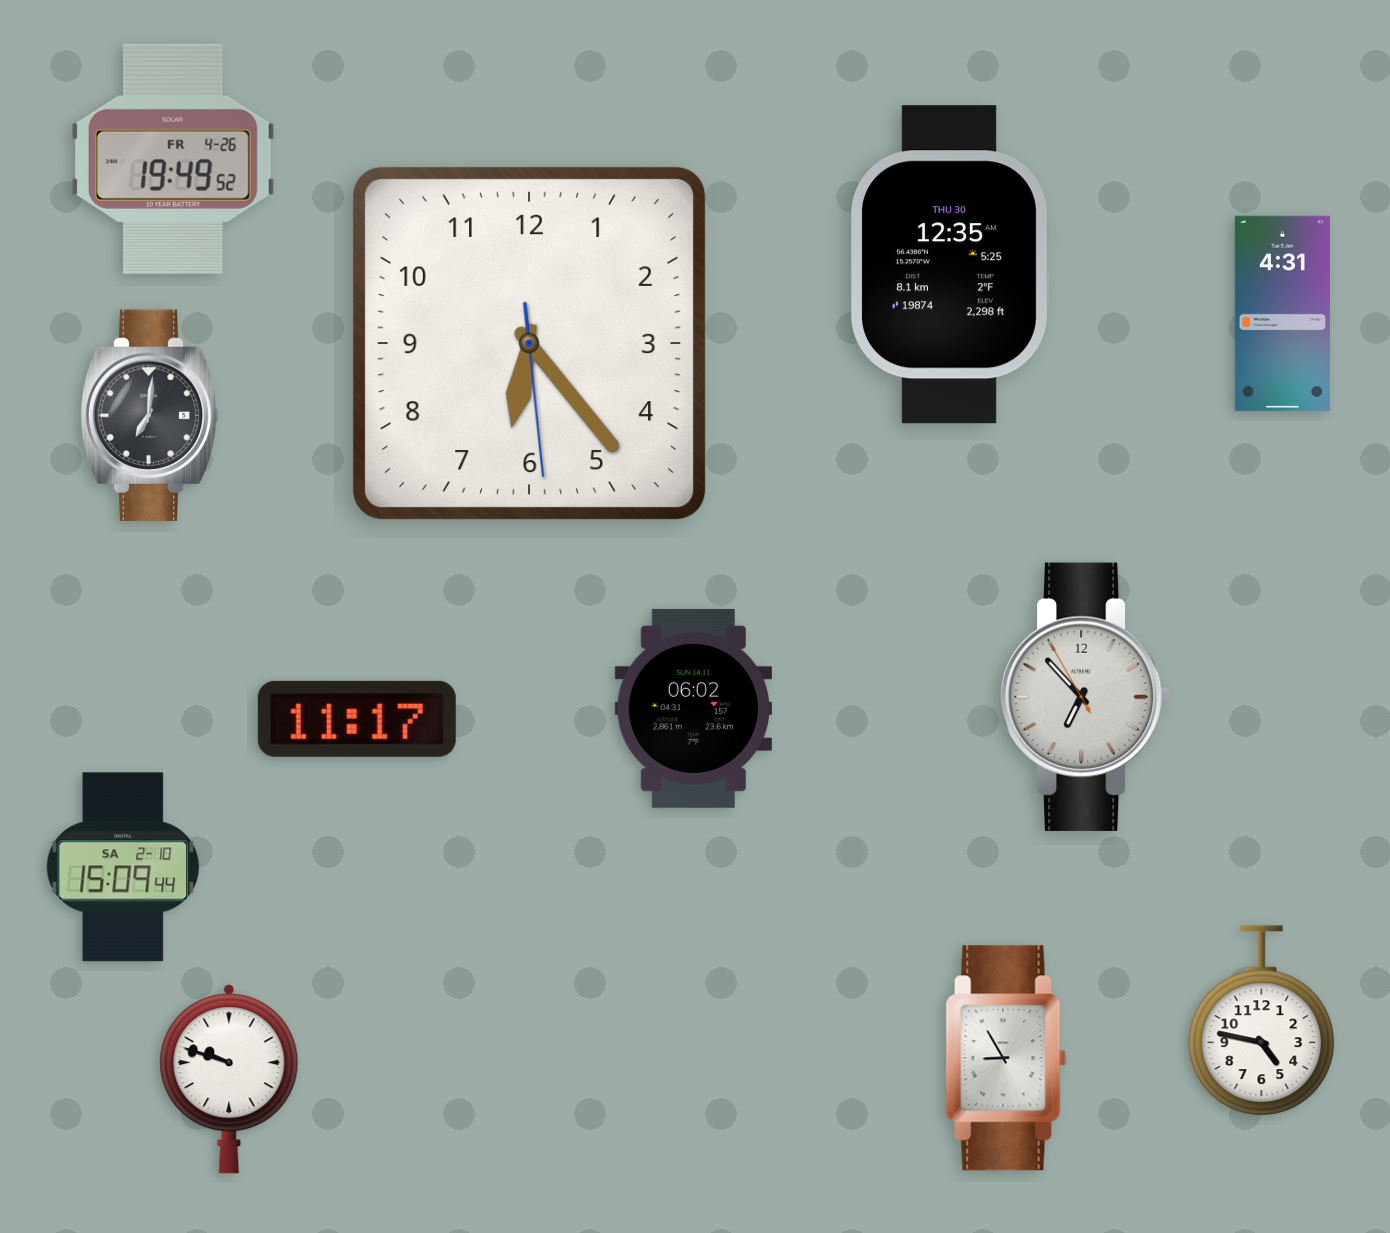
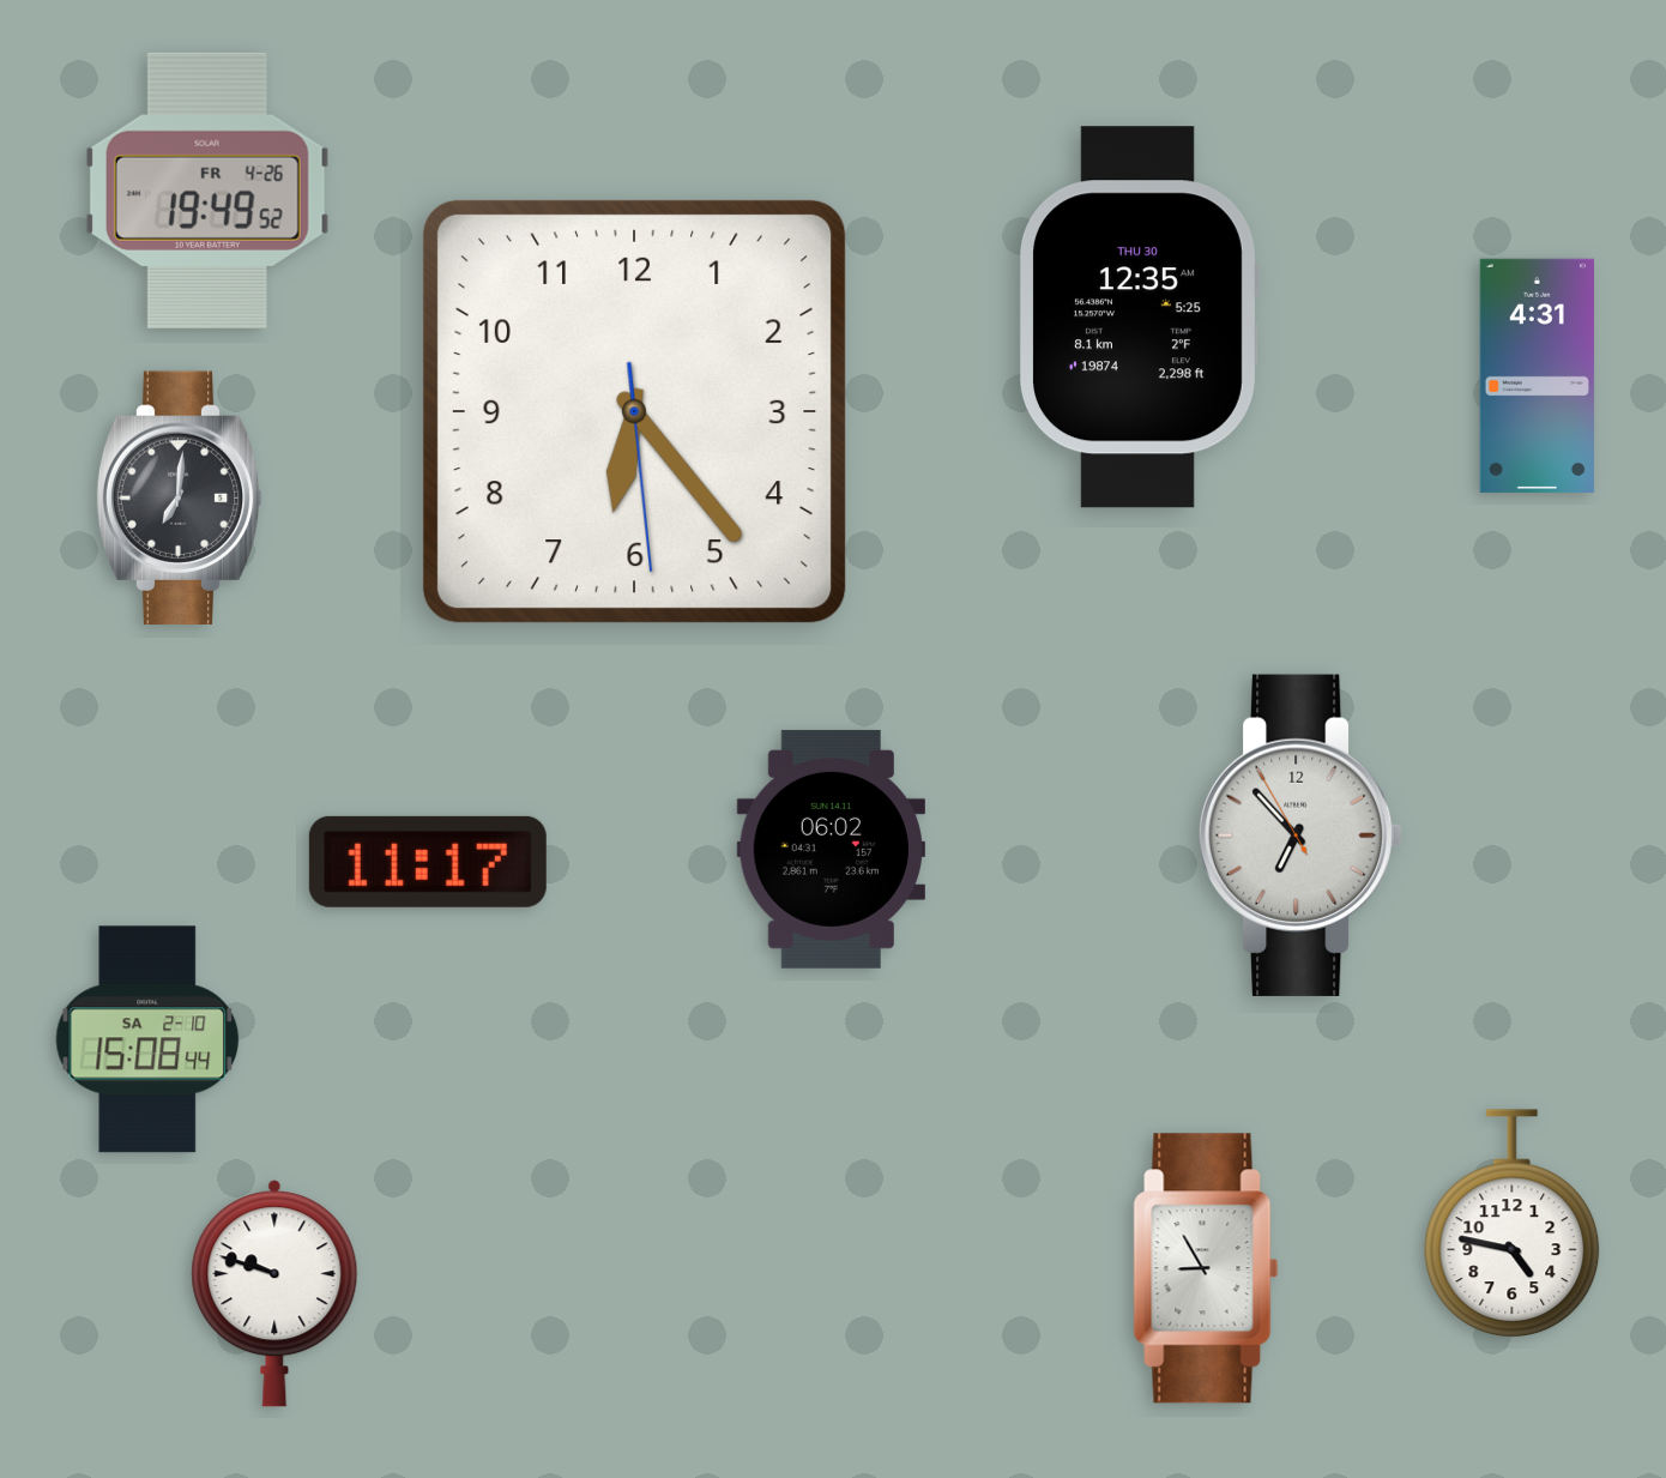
clock at (123, 867): 15:09 -> 15:08
